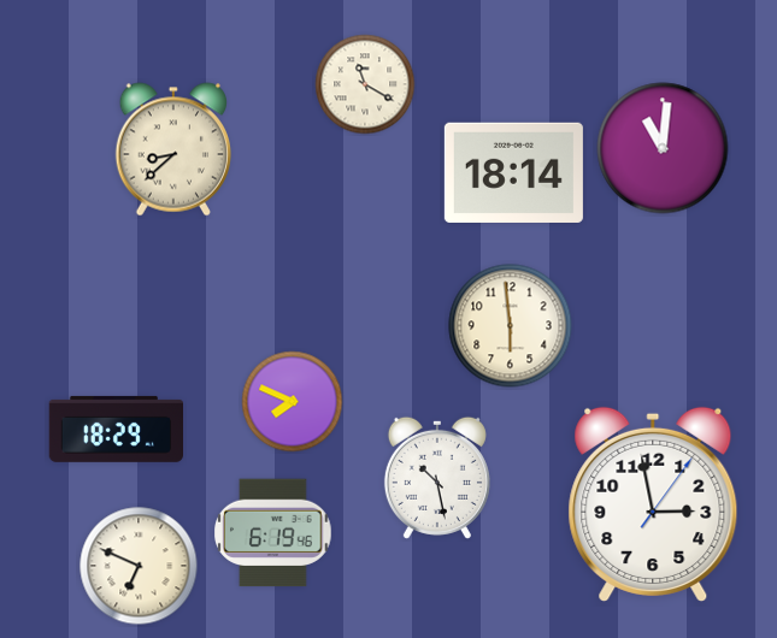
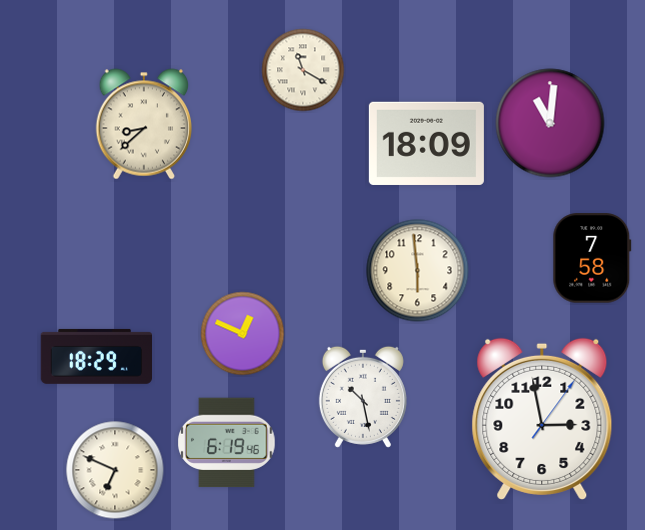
clock at (513, 172): 18:14 -> 18:09
clock at (592, 258): none -> 7:58
clock at (511, 326) position: (511, 326) -> (418, 271)
clock at (293, 402): 7:49 -> 12:49
